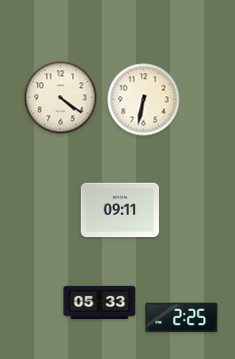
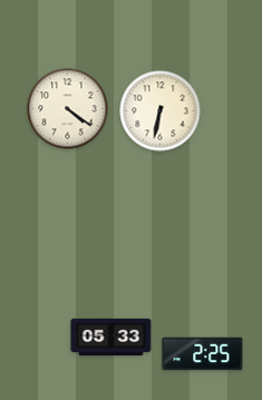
clock at (119, 210): 09:11 -> none
